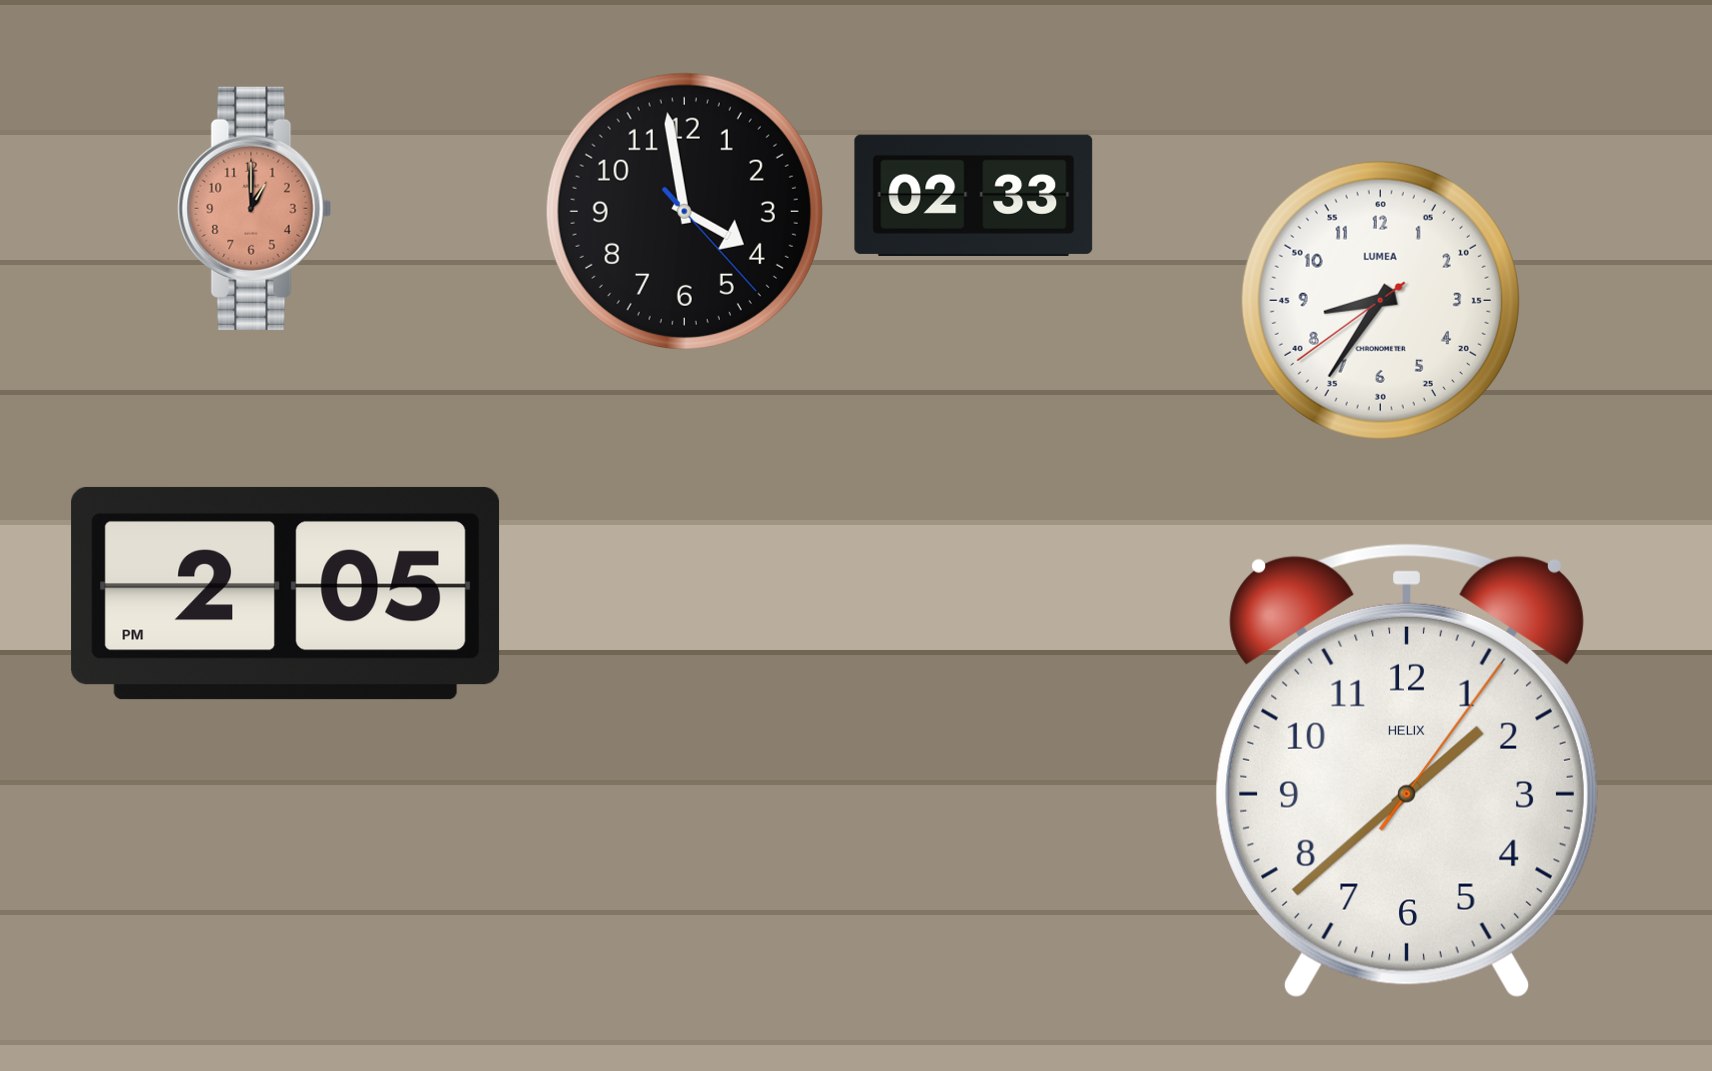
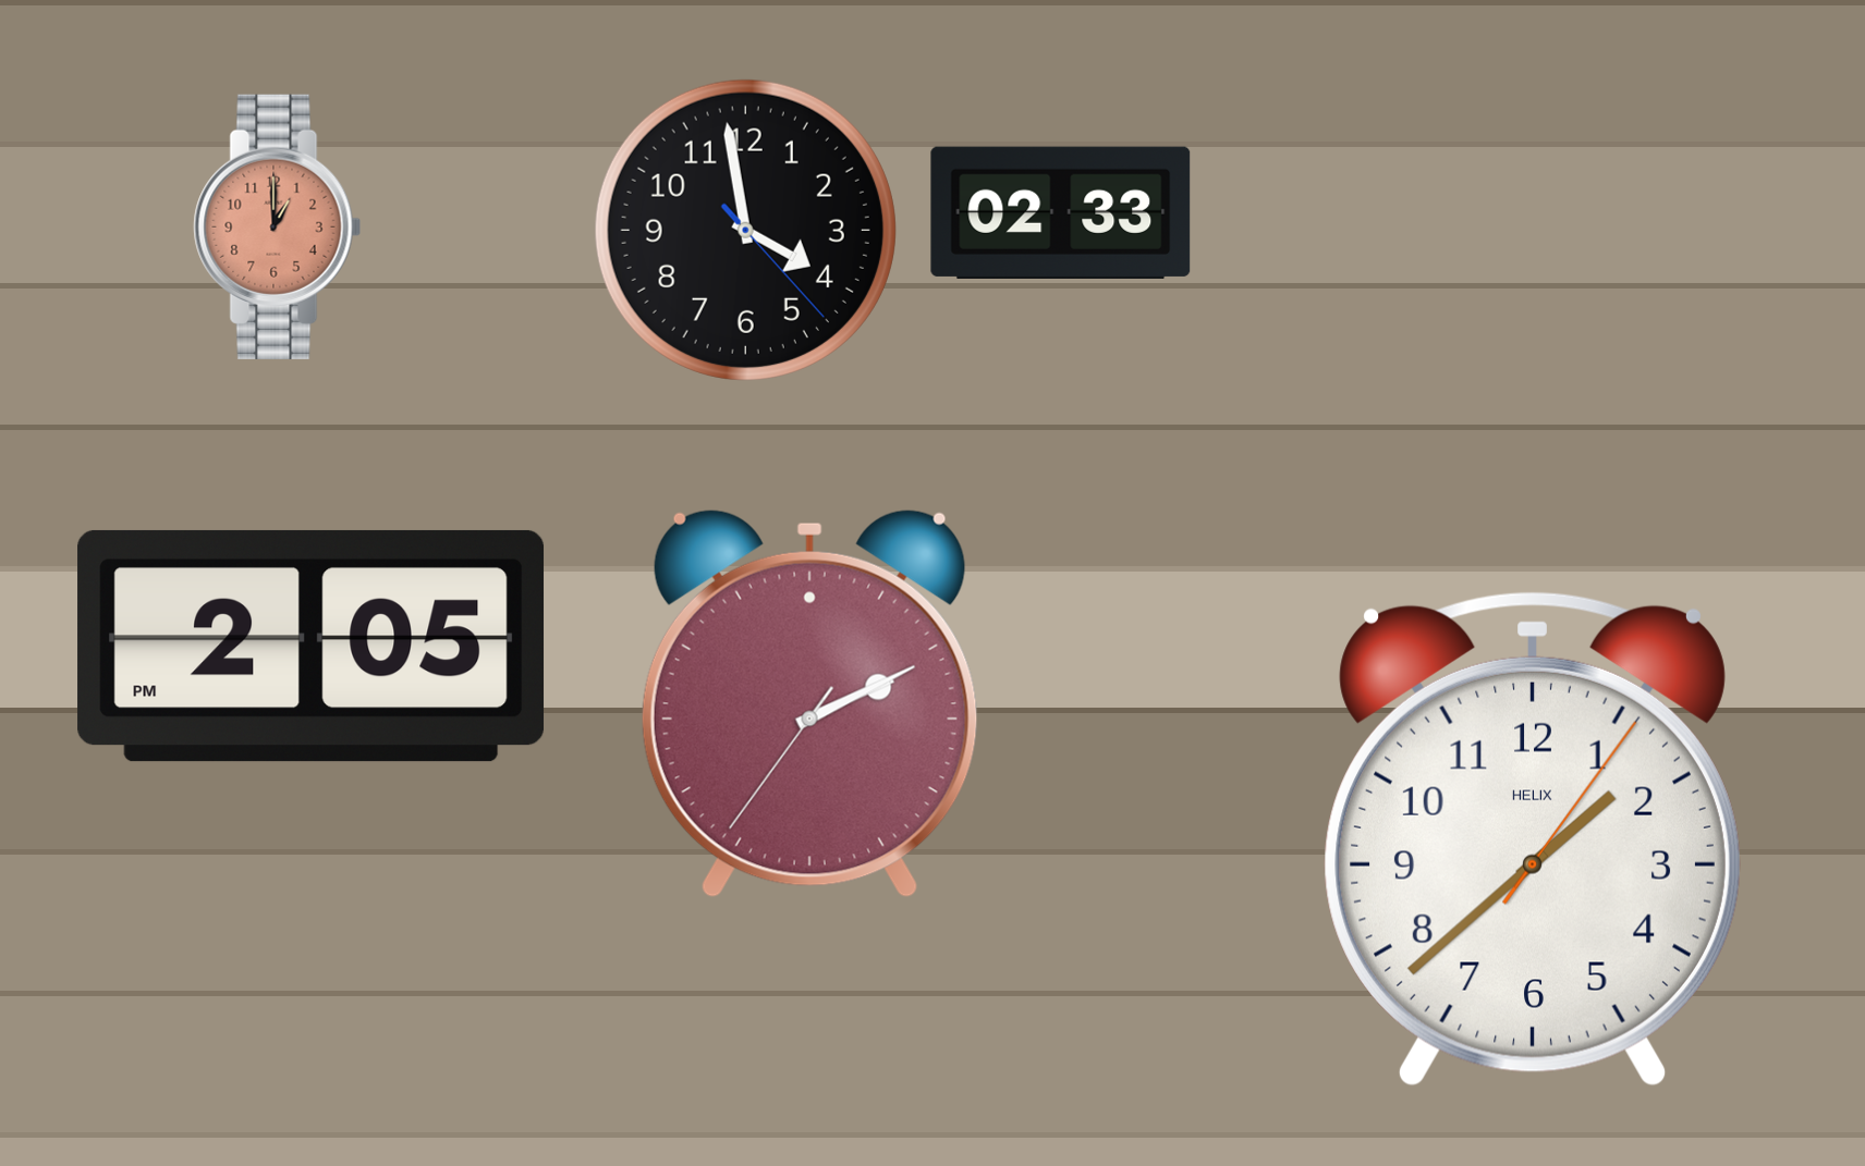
clock at (1380, 300): 8:35 -> none
clock at (809, 704): none -> 2:10
